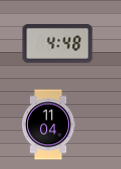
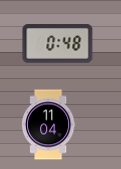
clock at (58, 44): 4:48 -> 0:48
